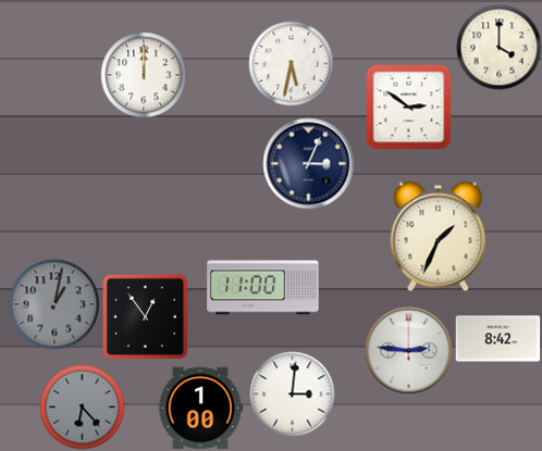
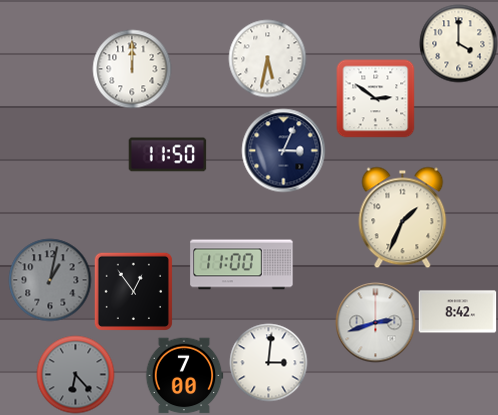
clock at (167, 155): none -> 11:50
clock at (408, 350): 2:46 -> 2:42
clock at (200, 409): 1:00 -> 7:00
